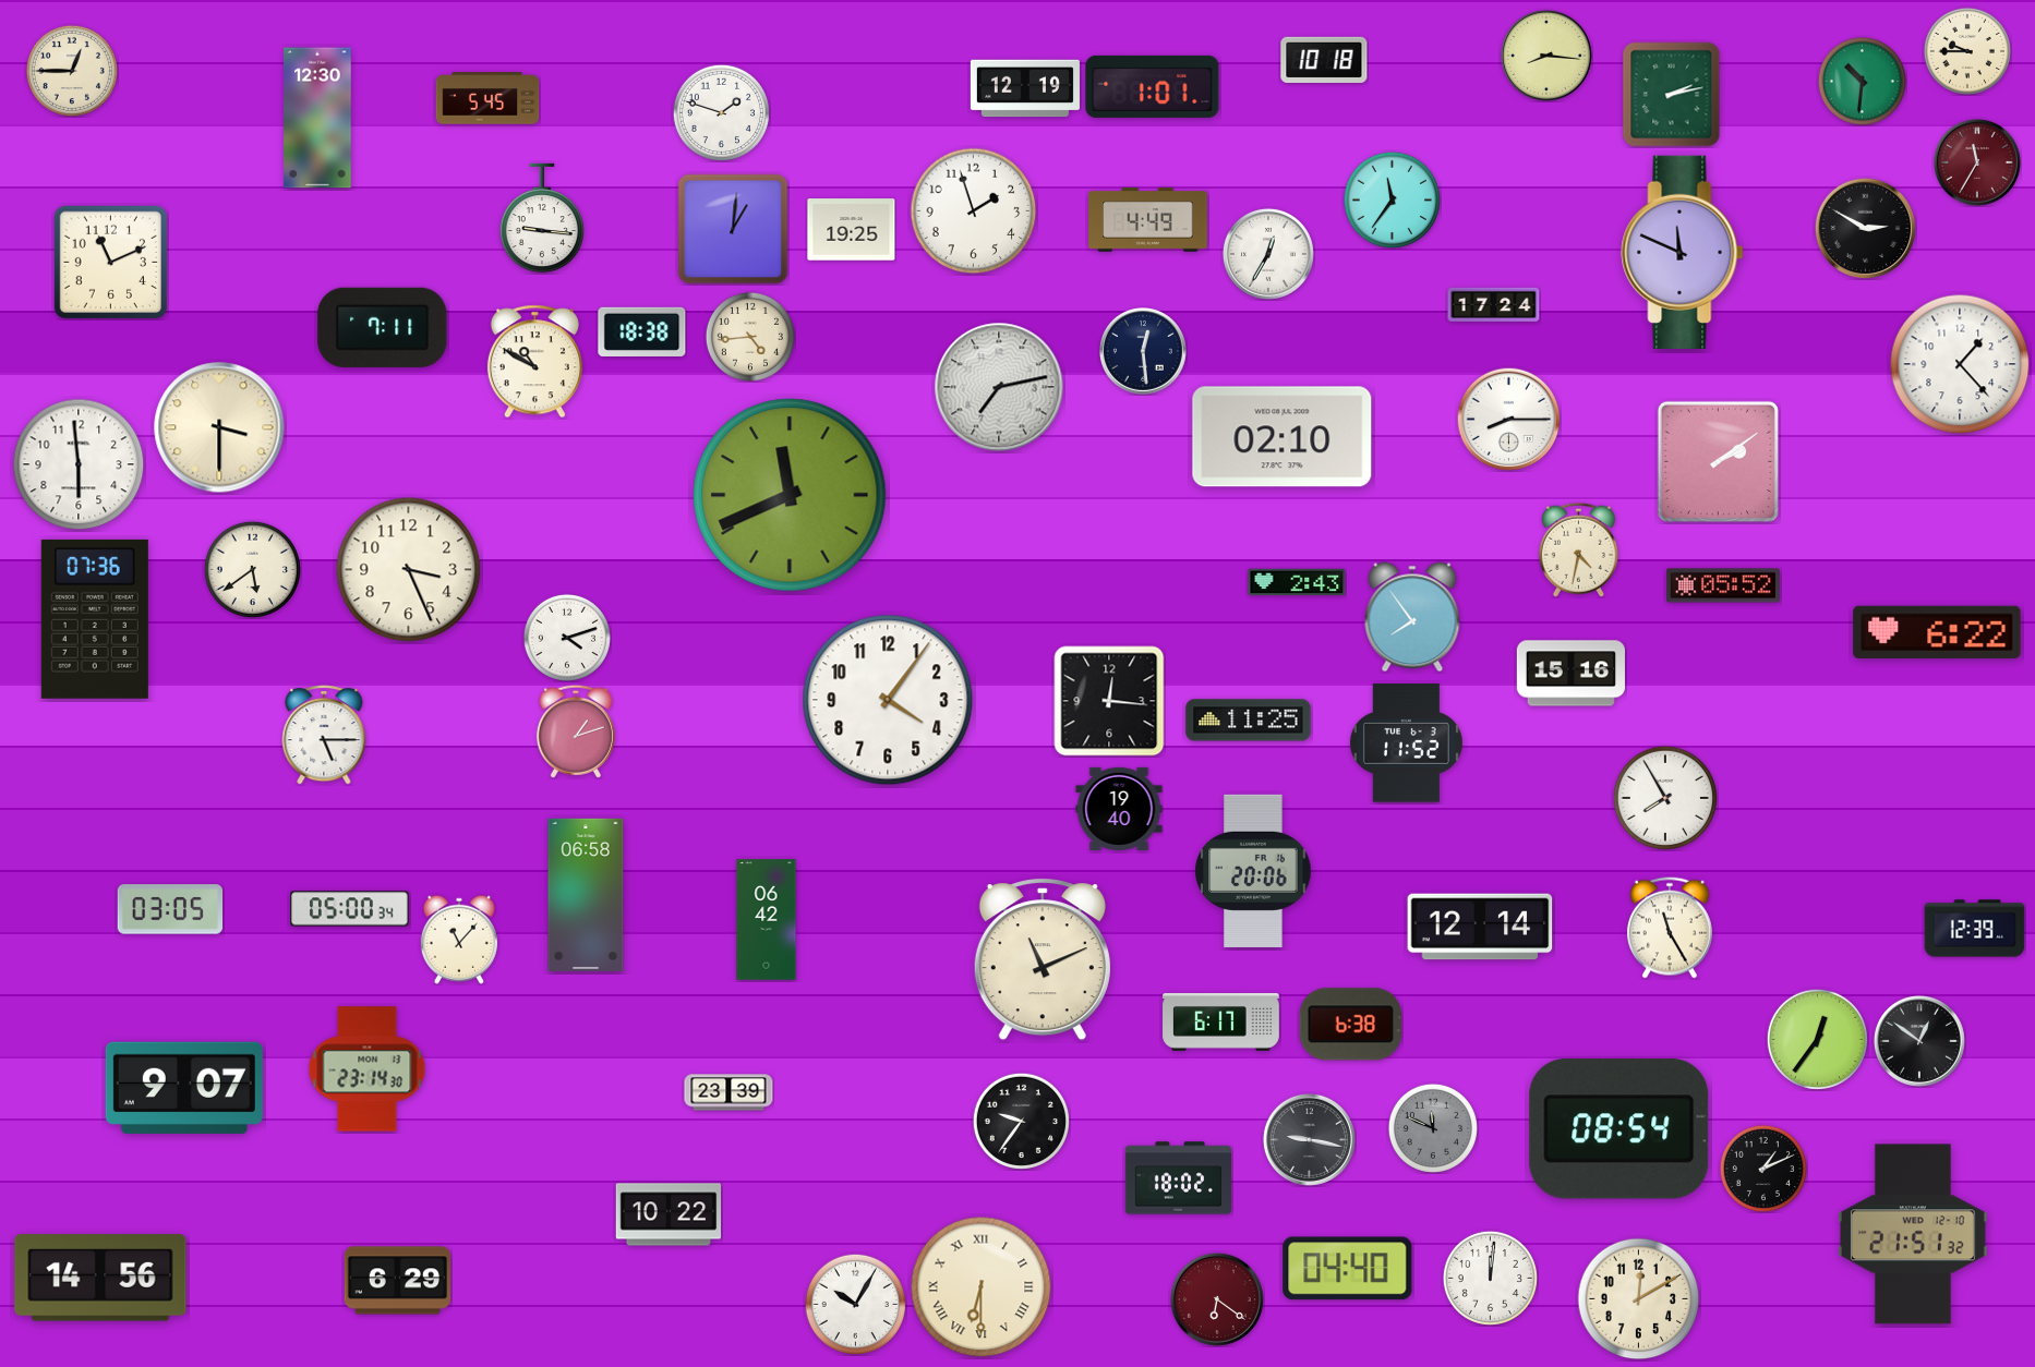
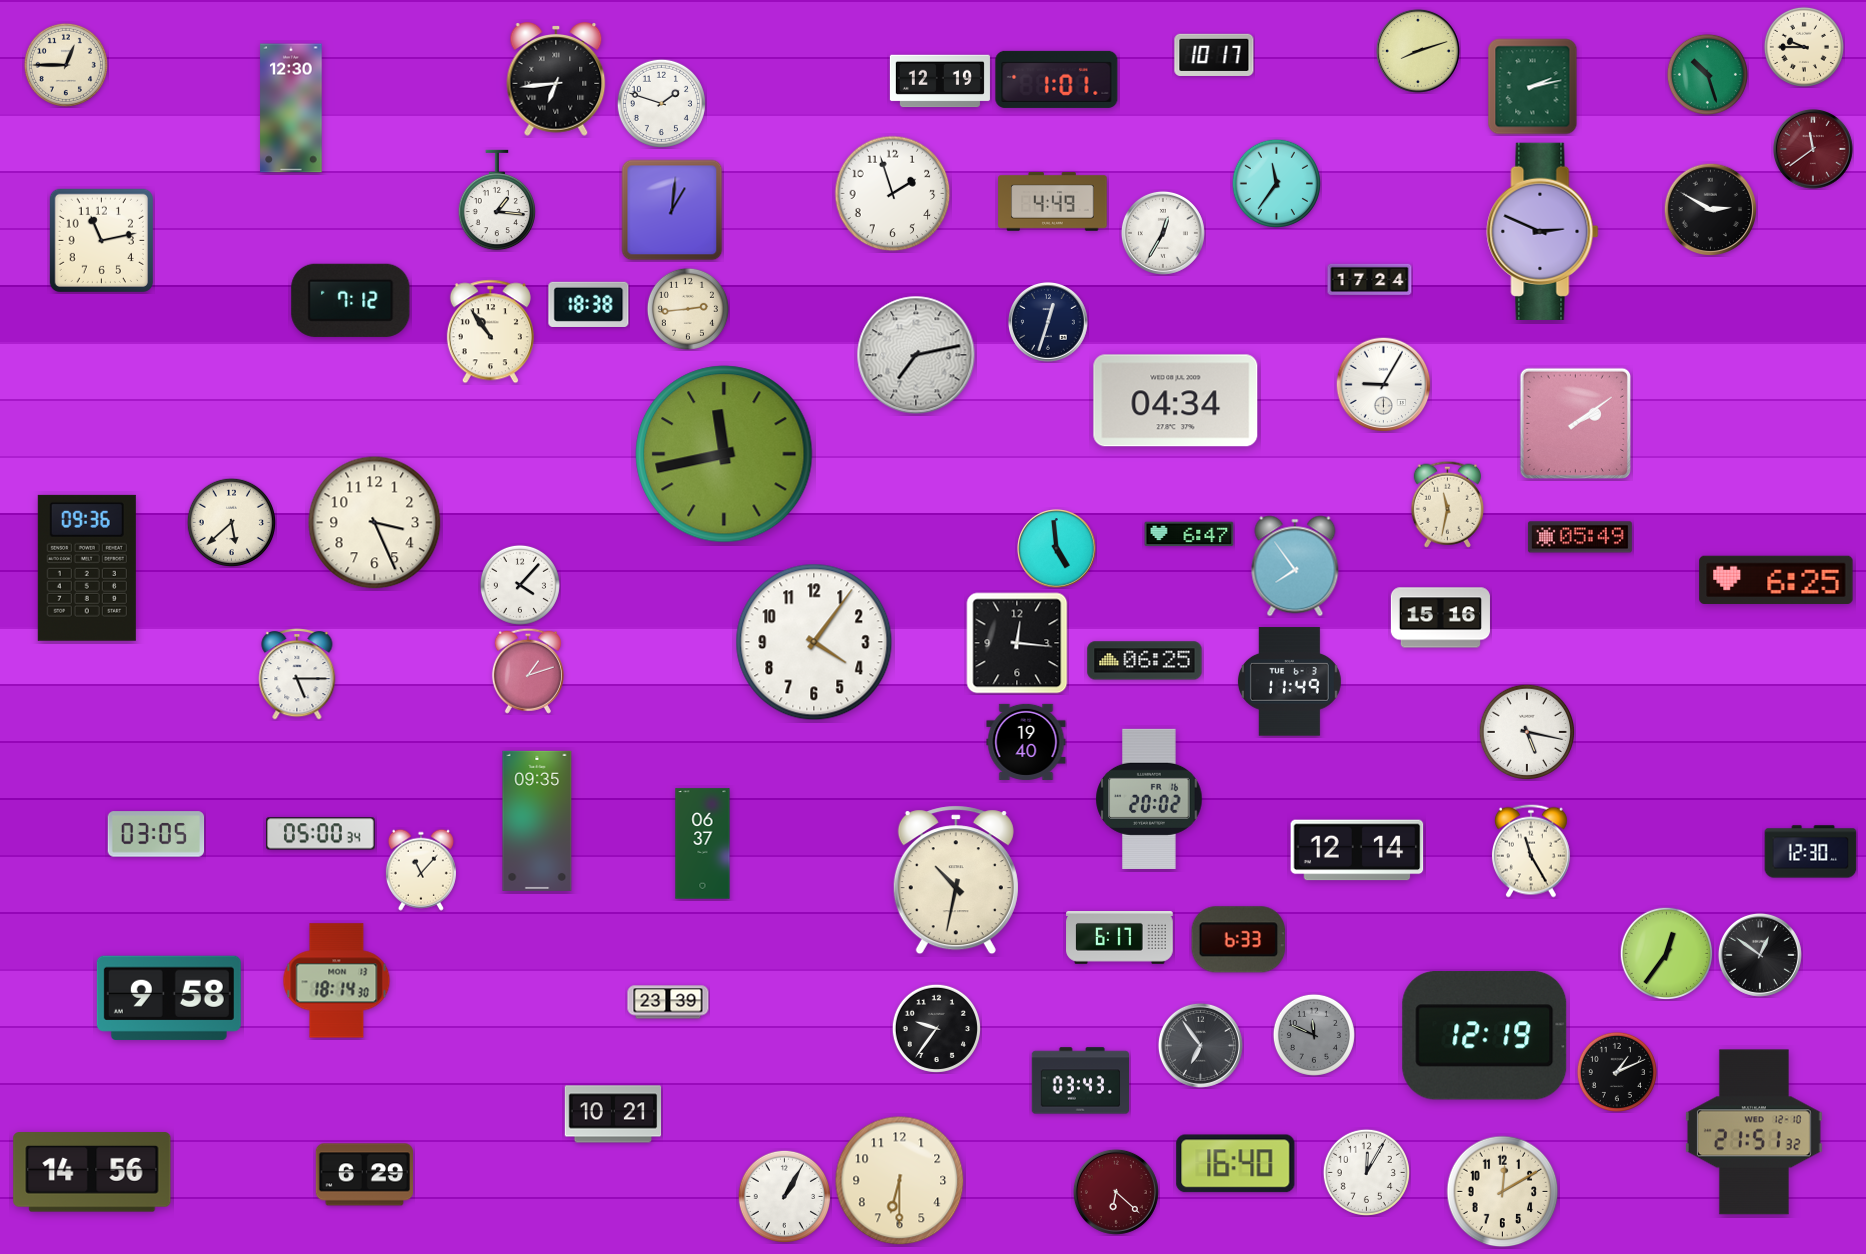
clock at (1546, 56): 8:16 -> 8:12
clock at (1324, 60): 10:18 -> 10:17
clock at (1862, 81): 10:31 -> 10:27
clock at (556, 79): none -> 6:44
clock at (487, 98): 5:45 -> none
clock at (1978, 164): 11:35 -> 11:39
clock at (541, 218): 9:16 -> 1:16
clock at (852, 230): 19:25 -> none
clock at (1683, 252): 11:49 -> 2:49
clock at (110, 262): 11:11 -> 11:13
clock at (383, 327): 7:11 -> 7:12
clock at (750, 337): 4:44 -> 2:44
clock at (1144, 352): 12:29 -> 12:33
clock at (534, 362): 10:50 -> 10:54
clock at (1960, 364): 1:23 -> none
clock at (1508, 419): 8:15 -> 9:05
clock at (219, 427): 3:30 -> none
clock at (1283, 437): 02:10 -> 04:34
clock at (79, 464): 5:59 -> none
clock at (790, 495): 11:41 -> 11:43
clock at (1578, 549): 4:32 -> 11:32
clock at (252, 569): 5:39 -> 5:38
clock at (1297, 582): 2:43 -> 6:47
clock at (1723, 585): 05:52 -> 05:49
clock at (1057, 549): none -> 4:59
clock at (95, 619): 07:36 -> 09:36
clock at (1937, 631): 6:22 -> 6:25
clock at (567, 638): 4:12 -> 4:07
clock at (1249, 721): 11:25 -> 06:25
clock at (1406, 743): 11:52 -> 11:49
clock at (1665, 798): 7:55 -> 5:17
clock at (1253, 871): 20:06 -> 20:02
clock at (586, 895): 06:58 -> 09:35
clock at (767, 920): 06:42 -> 06:37
clock at (1975, 929): 12:39 -> 12:30
clock at (459, 940) position: (459, 940) -> (421, 870)
clock at (1043, 959): 11:11 -> 10:32
clock at (1351, 1025): 6:38 -> 6:33
clock at (368, 1069): 23:14 -> 18:14
clock at (184, 1088): 9:07 -> 9:58
clock at (1619, 1129): 08:54 -> 12:19
clock at (1309, 1139): 9:17 -> 6:54
clock at (1178, 1178): 18:02 -> 03:43
clock at (669, 1214): 10:22 -> 10:21
clock at (1348, 1269): 04:40 -> 16:40
clock at (1490, 1278): 12:01 -> 12:05
clock at (982, 1287) numerals: Roman -> Arabic
clock at (1217, 1299): 6:21 -> 6:22
clock at (855, 1304): 10:05 -> 1:05
